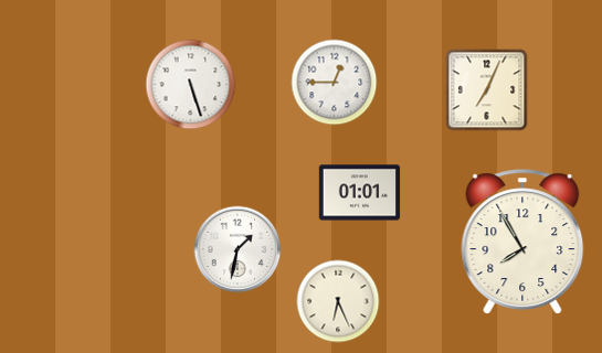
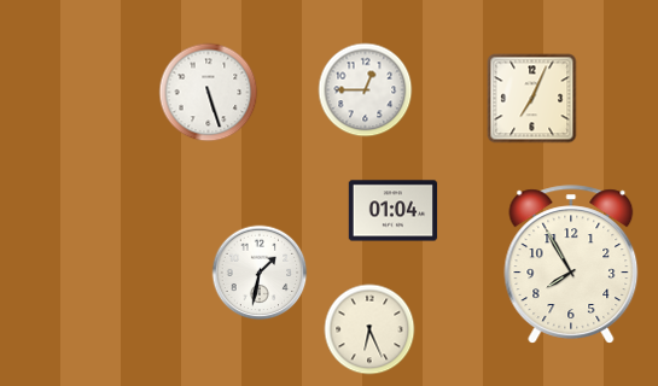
clock at (360, 193): 01:01 -> 01:04
